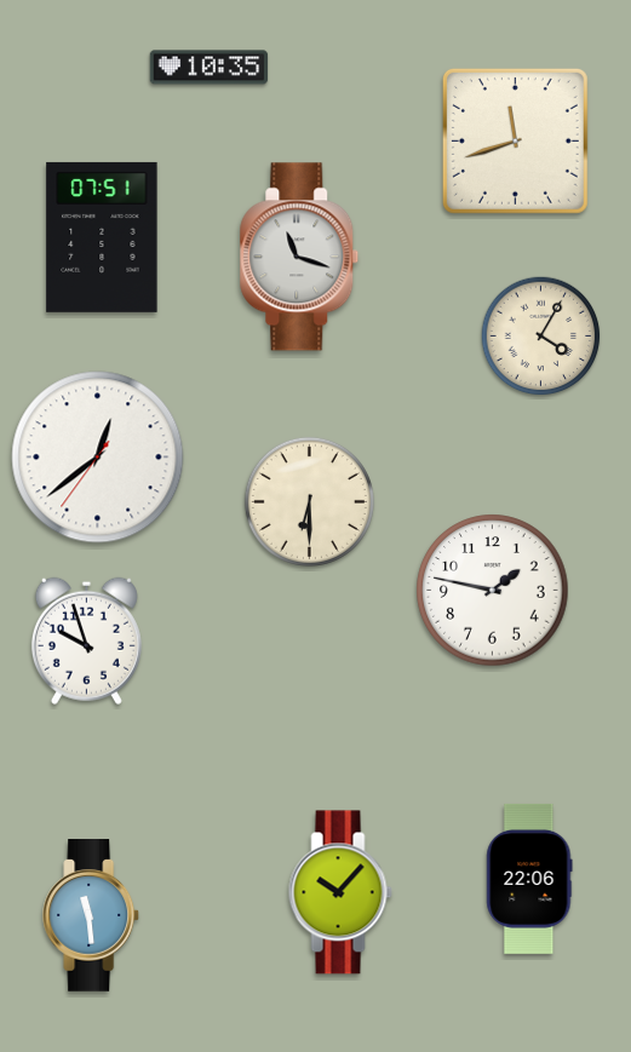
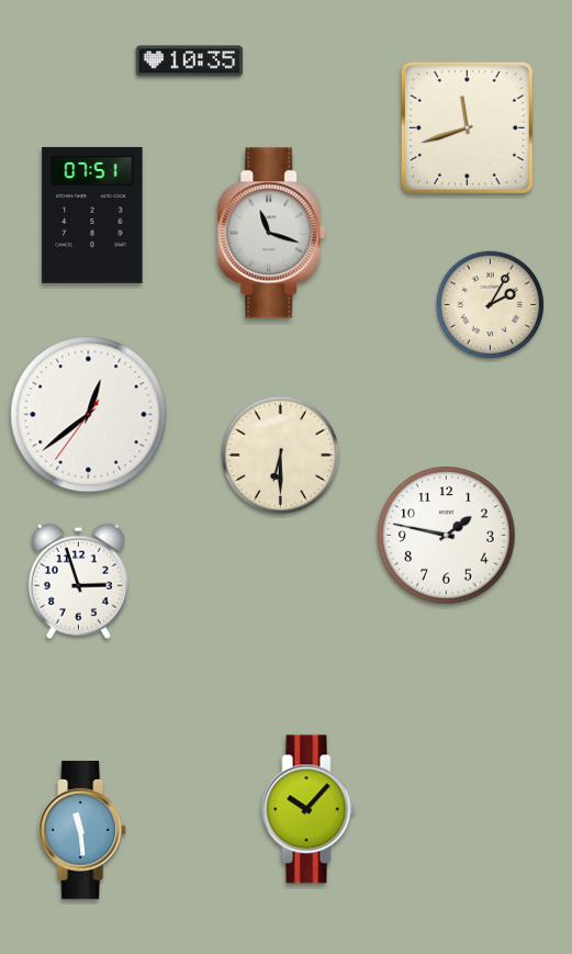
clock at (541, 337): 4:05 -> 2:05
clock at (86, 640): 9:57 -> 2:57
clock at (529, 879): 22:06 -> none
